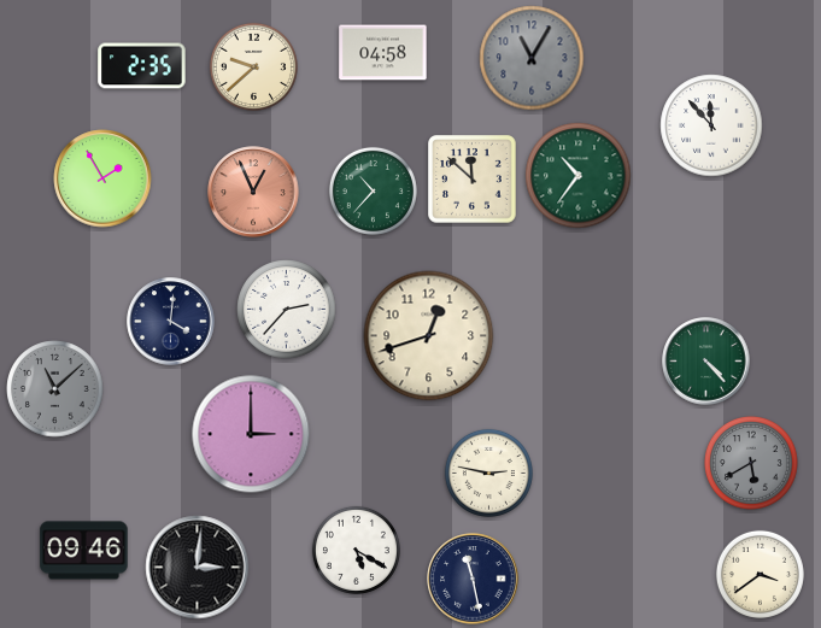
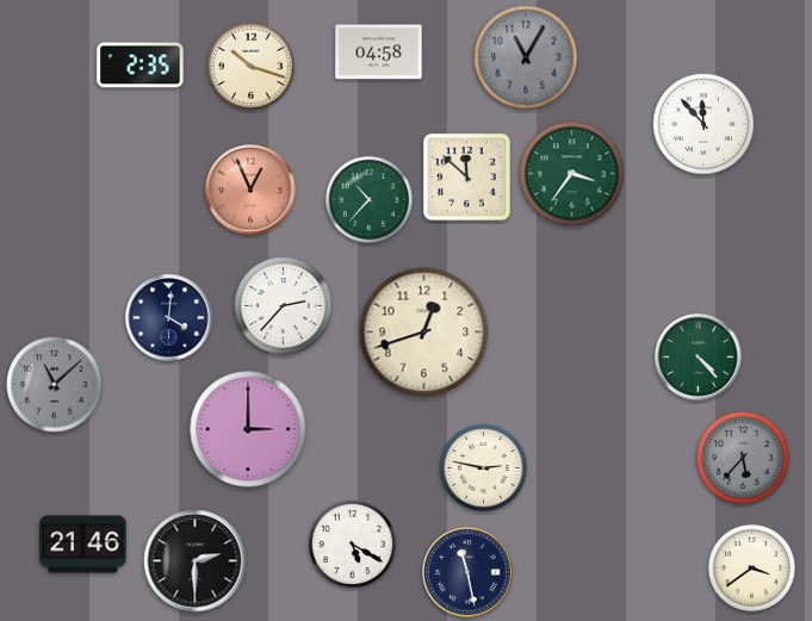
clock at (253, 66): 9:38 -> 10:18
clock at (579, 176): 10:36 -> 3:36
clock at (102, 178): 1:55 -> none
clock at (373, 190) position: (373, 190) -> (368, 199)
clock at (752, 464): 5:40 -> 5:37
clock at (84, 551): 09:46 -> 21:46
clock at (198, 568): 3:01 -> 2:30
